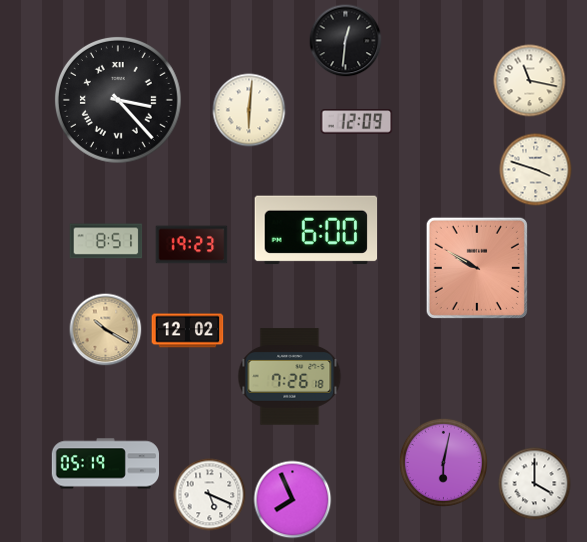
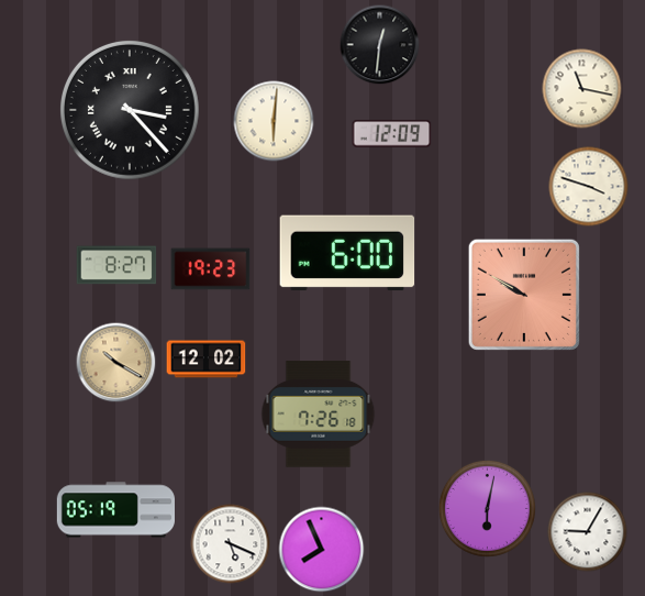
clock at (106, 241): 8:51 -> 8:27
clock at (188, 331) position: (188, 331) -> (207, 360)
clock at (535, 484): 4:00 -> 9:05
